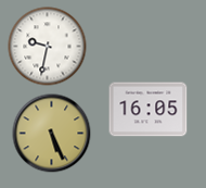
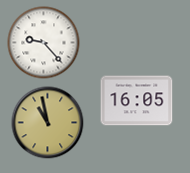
clock at (48, 47): 9:32 -> 9:23
clock at (52, 134): 5:26 -> 10:58
